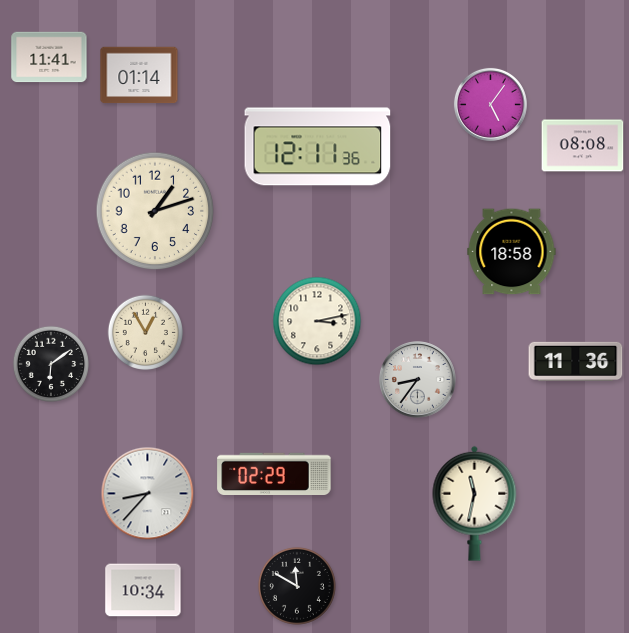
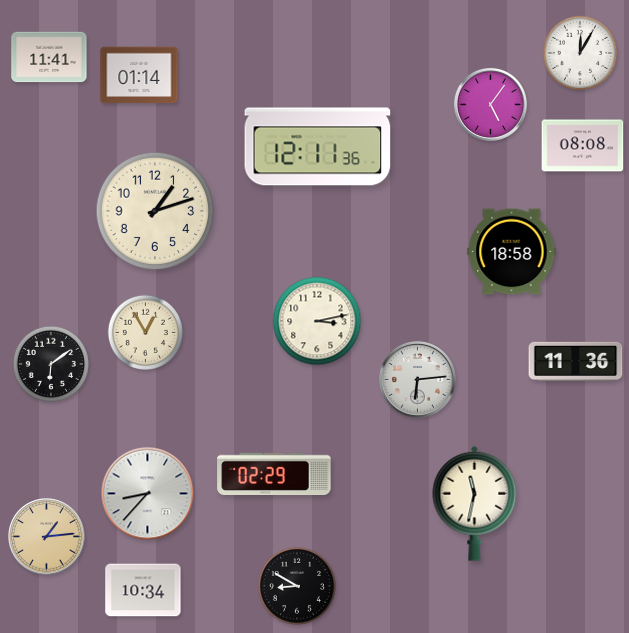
clock at (580, 53): none -> 12:05
clock at (418, 380): 8:36 -> 6:14
clock at (47, 537): none -> 1:14
clock at (297, 586): 11:50 -> 8:50
